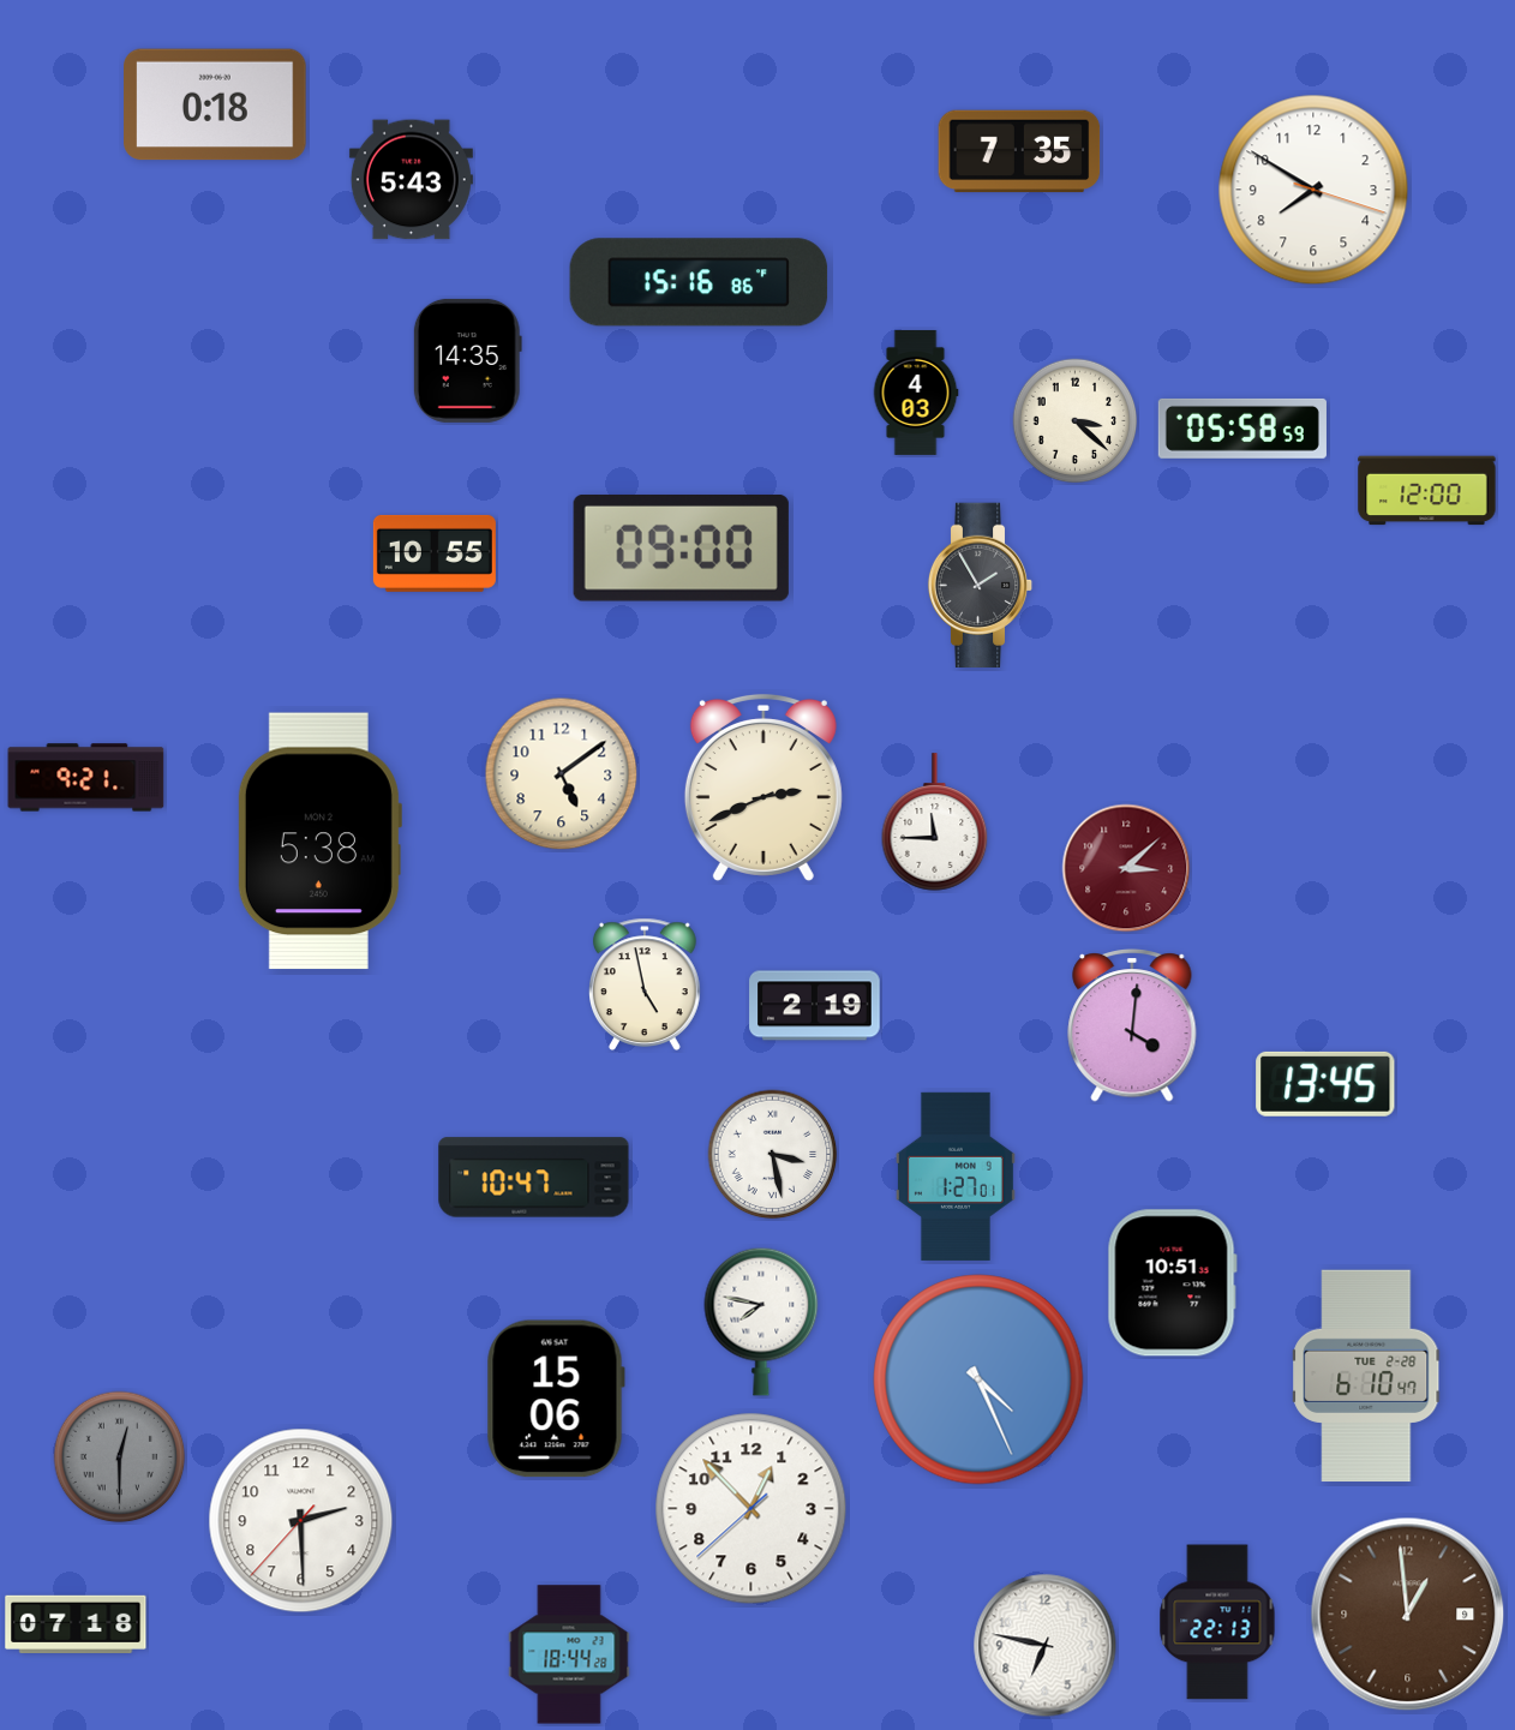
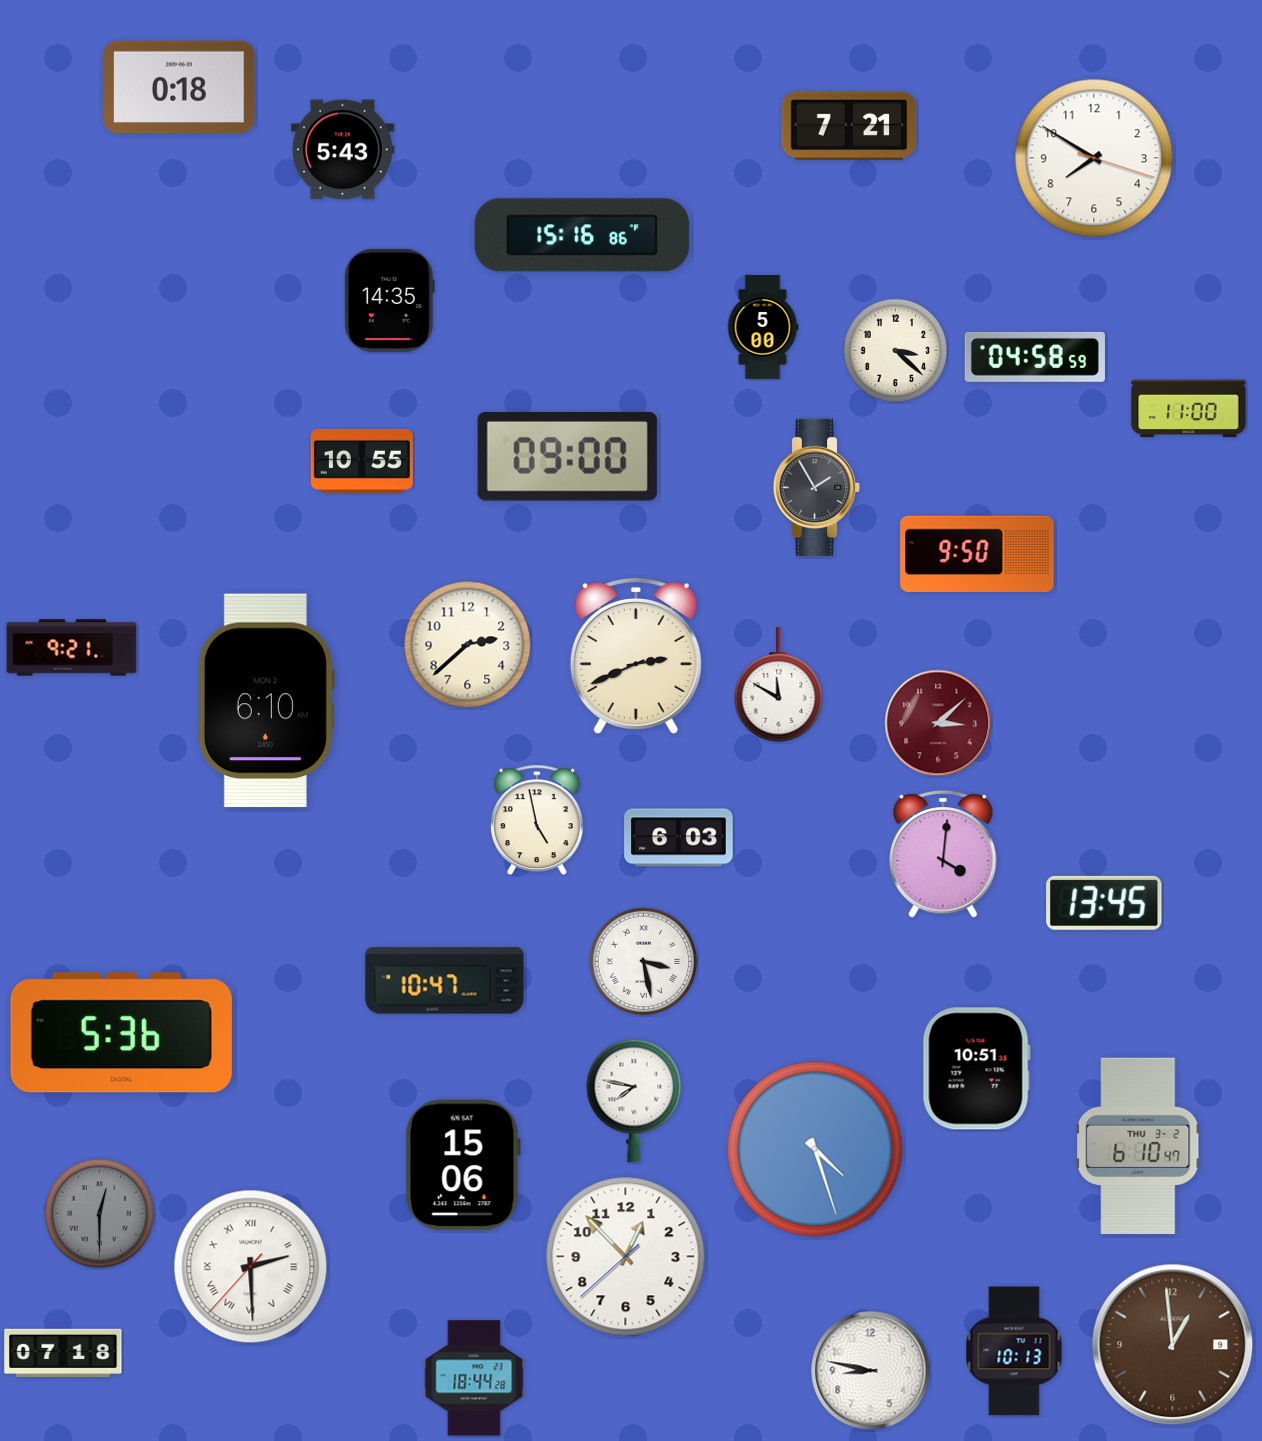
clock at (1019, 151): 7:35 -> 7:21
clock at (916, 393): 4:03 -> 5:00
clock at (1242, 429): 05:58 -> 04:58
clock at (1427, 491): 12:00 -> 11:00
clock at (977, 553): none -> 9:50
clock at (562, 774): 5:09 -> 2:38
clock at (935, 822): 11:45 -> 11:50
clock at (319, 842): 5:38 -> 6:10
clock at (815, 1006): 2:19 -> 6:03
clock at (956, 1177): 1:27 -> none
clock at (121, 1033): none -> 5:36
clock at (1367, 1376) date: TUE 2-28 -> THU 3-2
clock at (978, 1379): 4:26 -> 4:27
clock at (301, 1521) numerals: Arabic -> Roman
clock at (1217, 1622): 22:13 -> 10:13
clock at (1046, 1646): 6:47 -> 8:47
